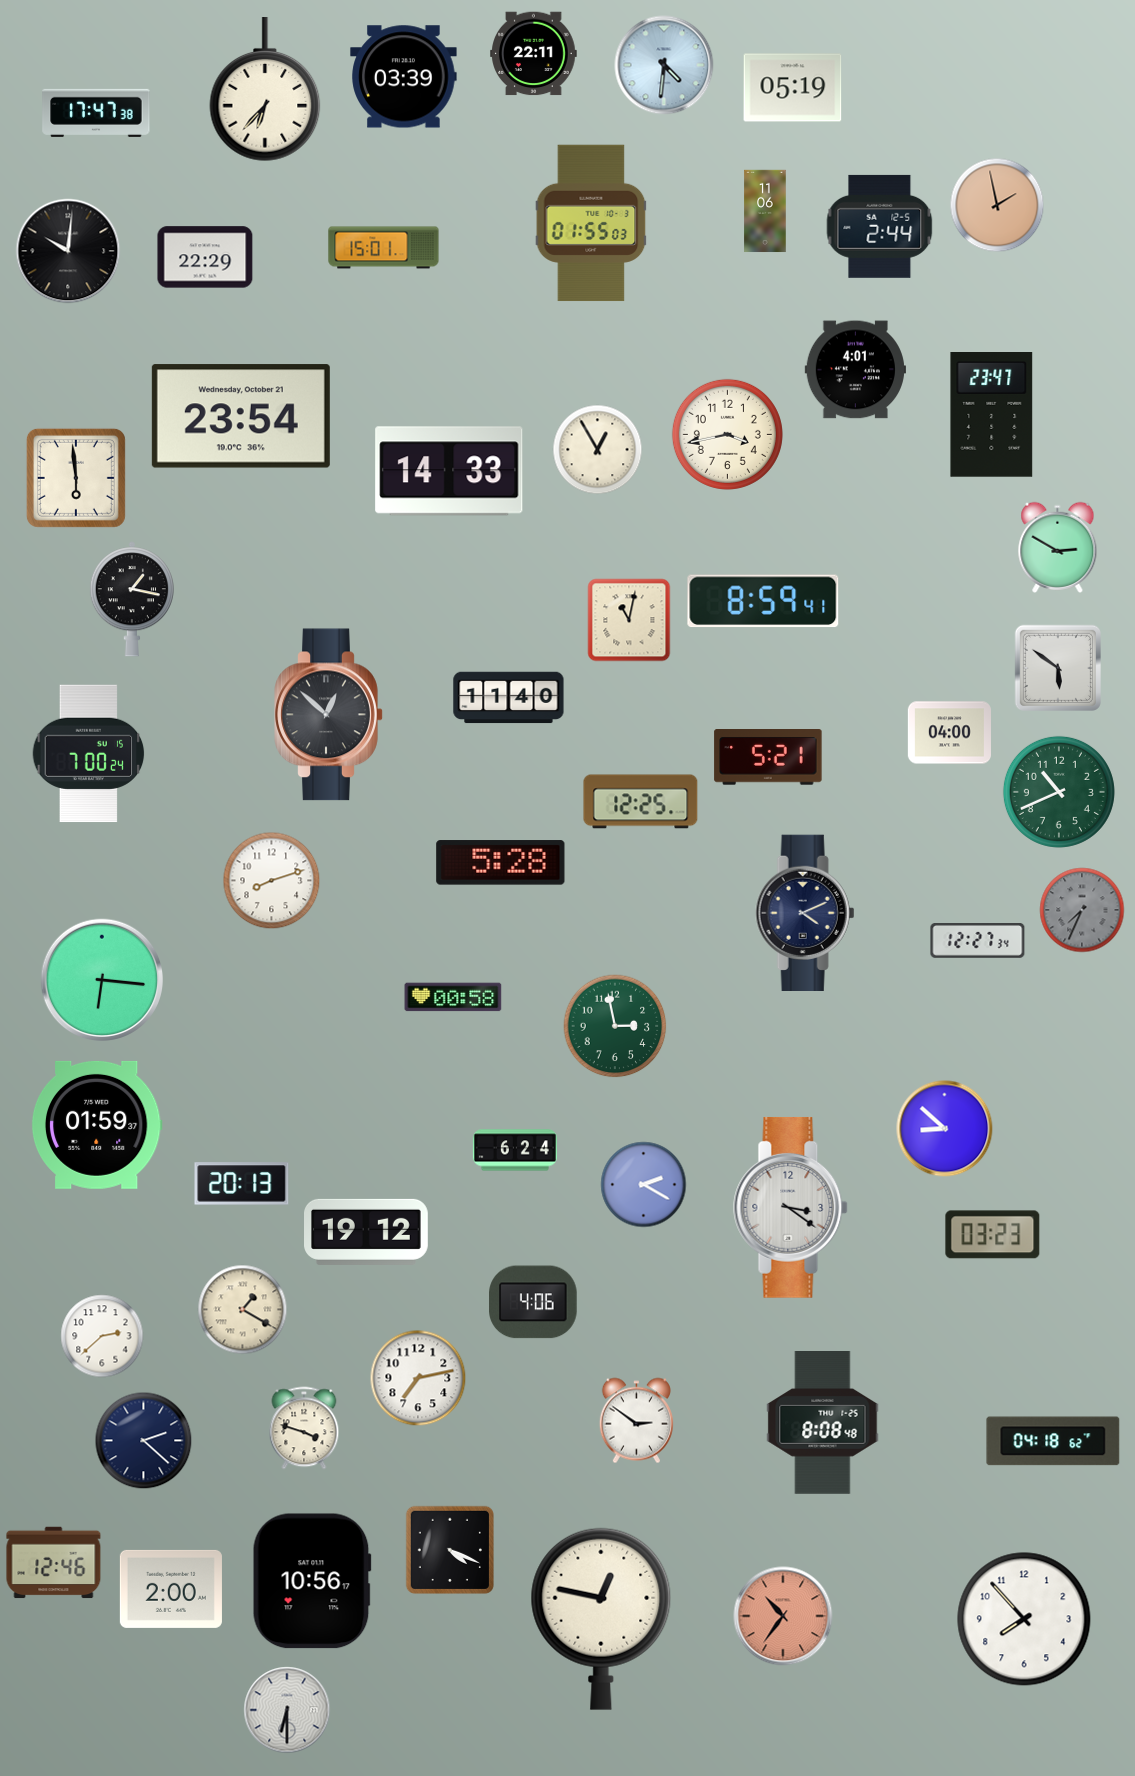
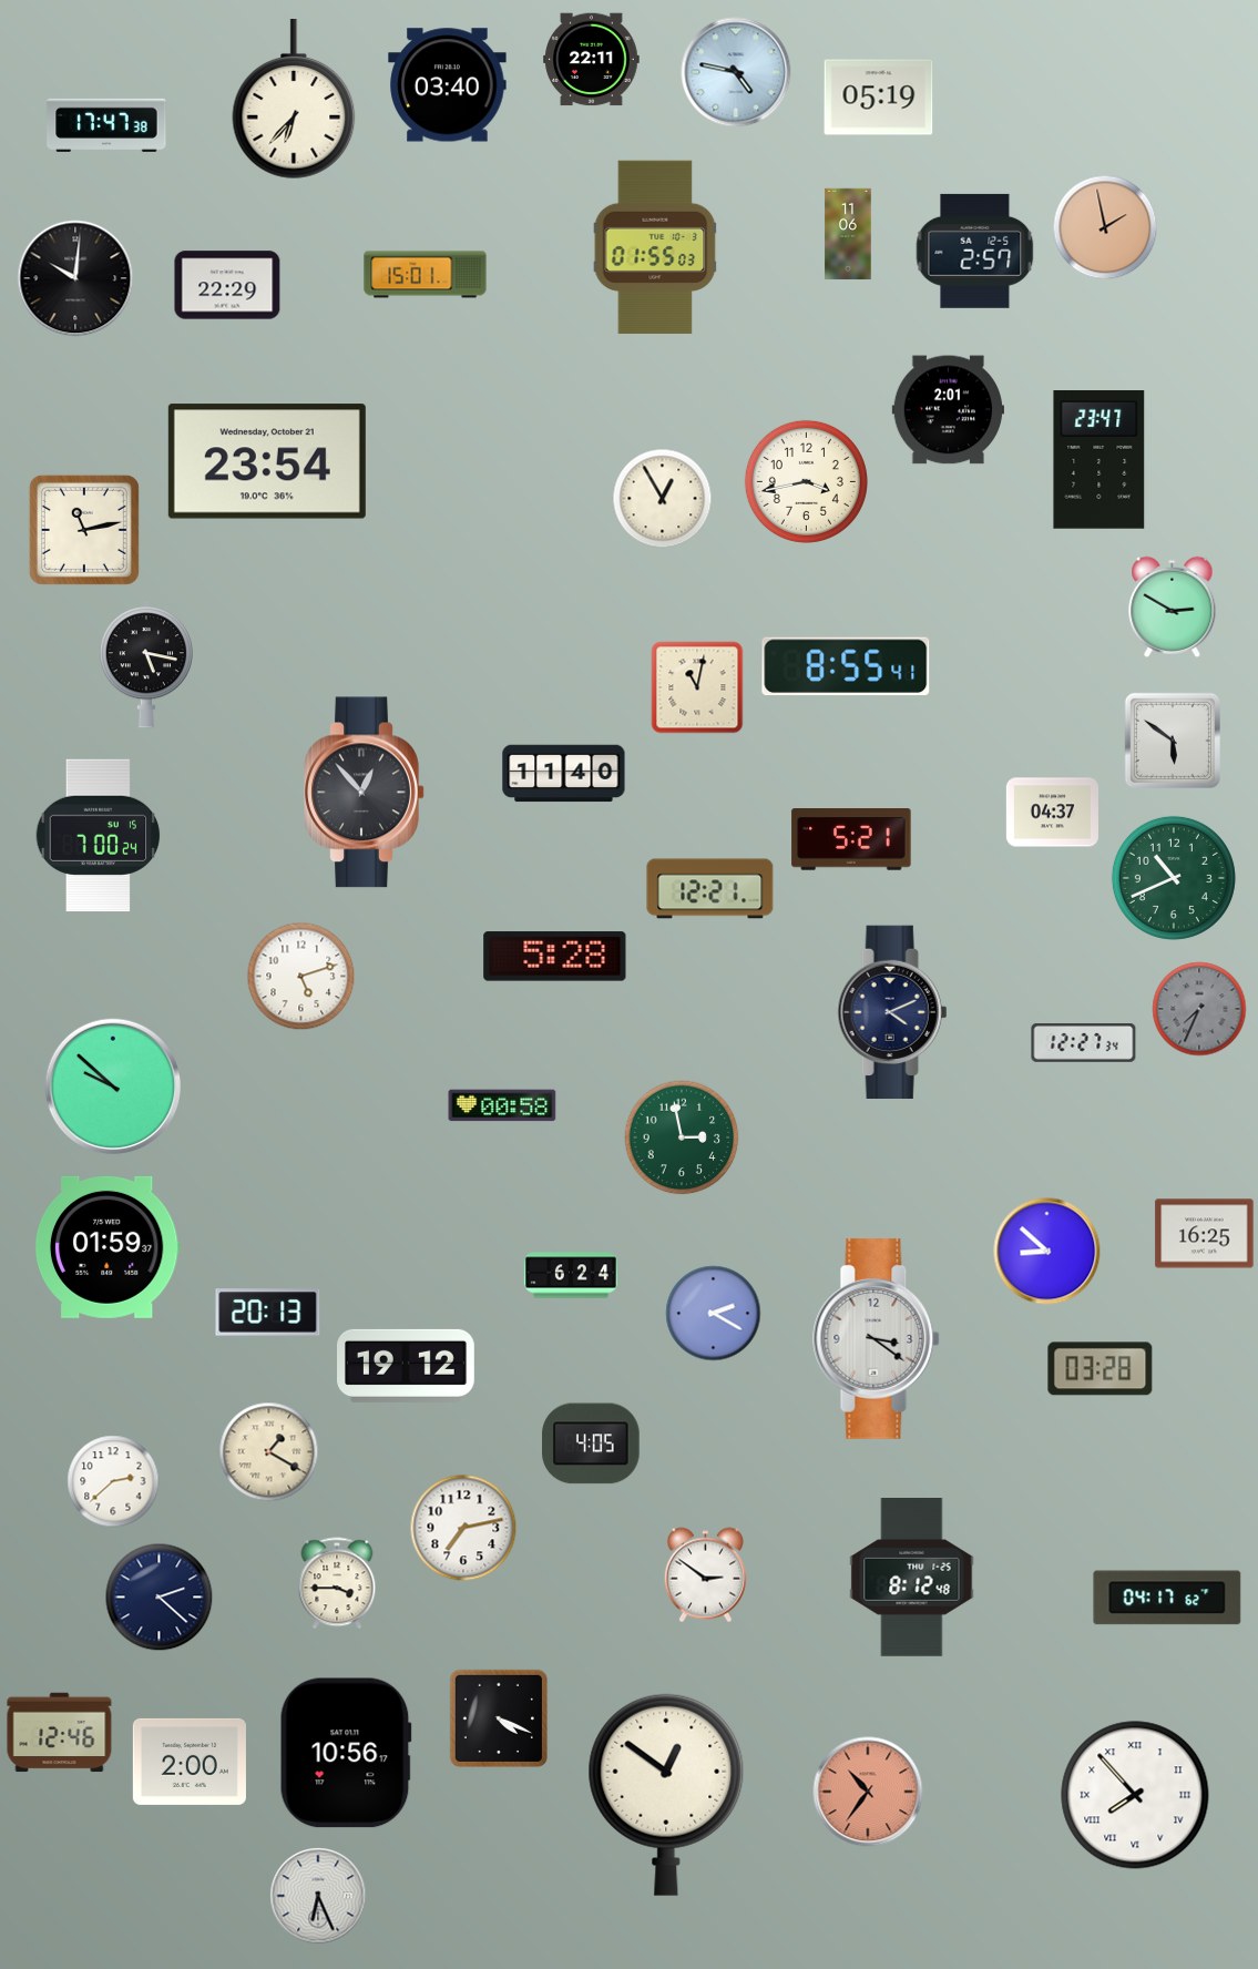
clock at (664, 65): 4:31 -> 4:47
clock at (404, 77): 03:39 -> 03:40
clock at (880, 226): 2:44 -> 2:57
clock at (855, 370): 4:01 -> 2:01
clock at (449, 471): 14:33 -> none
clock at (76, 478): 5:59 -> 11:13
clock at (132, 599): 1:17 -> 5:17
clock at (763, 601): 8:59 -> 8:55
clock at (329, 715): 12:52 -> 12:53
clock at (949, 733): 04:00 -> 04:37
clock at (641, 802): 12:25 -> 12:21
clock at (272, 881): 8:12 -> 5:12
clock at (101, 979): 6:16 -> 9:52
clock at (1205, 1234): none -> 16:25
clock at (993, 1235): 03:23 -> 03:28
clock at (533, 1302): 4:06 -> 4:05
clock at (823, 1423): 8:08 -> 8:12
clock at (304, 1428): 3:48 -> 3:45
clock at (1053, 1441): 04:18 -> 04:17
clock at (601, 1619): 12:47 -> 12:51
clock at (1024, 1619) numerals: Arabic -> Roman
clock at (287, 1710): 6:30 -> 6:26
